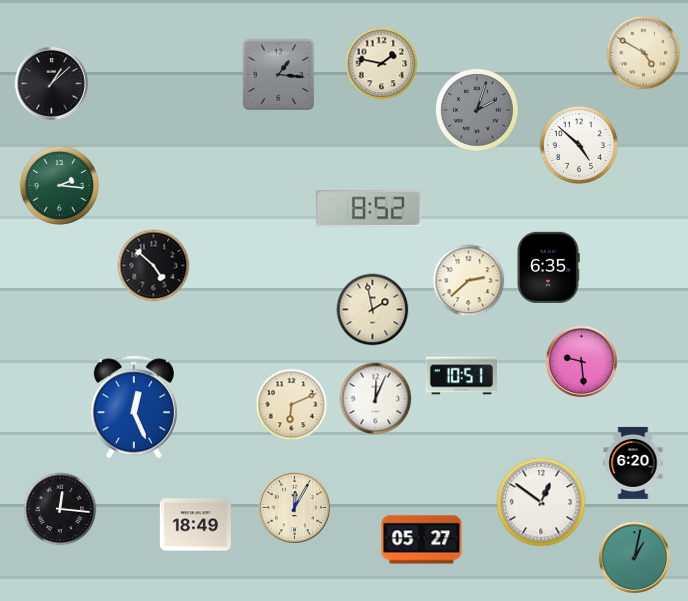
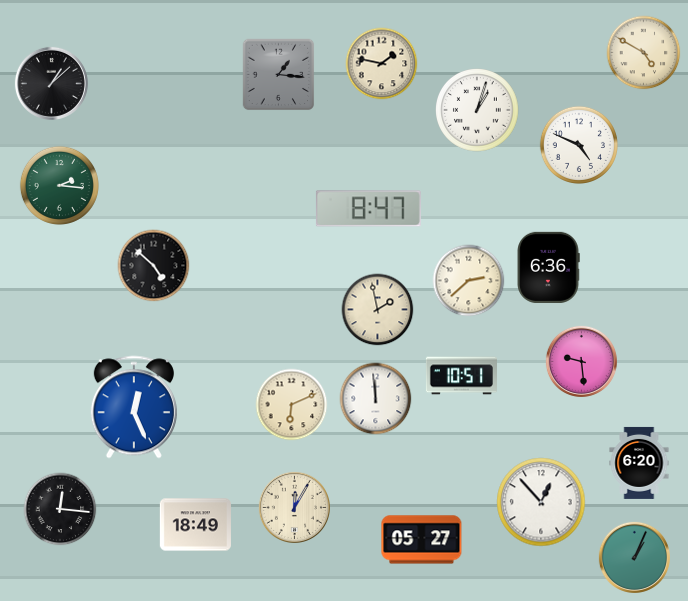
clock at (478, 111): 2:03 -> 1:03
clock at (478, 111) dial: grey -> white
clock at (578, 144): 4:52 -> 4:49
clock at (368, 209): 8:52 -> 8:47
clock at (548, 267): 6:35 -> 6:36
clock at (373, 310) position: (373, 310) -> (378, 310)
clock at (376, 399): 12:04 -> 11:59
clock at (633, 463) position: (633, 463) -> (639, 463)
clock at (541, 502): 12:51 -> 12:53
clock at (634, 557): 1:02 -> 1:04
